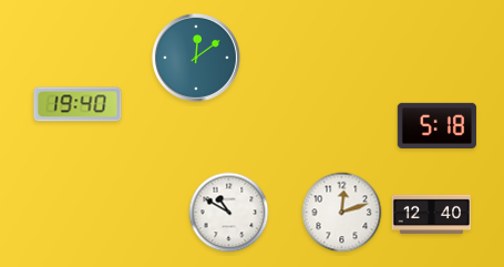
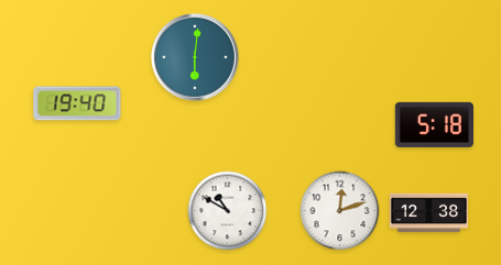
clock at (196, 58): 12:09 -> 6:01
clock at (432, 215): 12:40 -> 12:38
